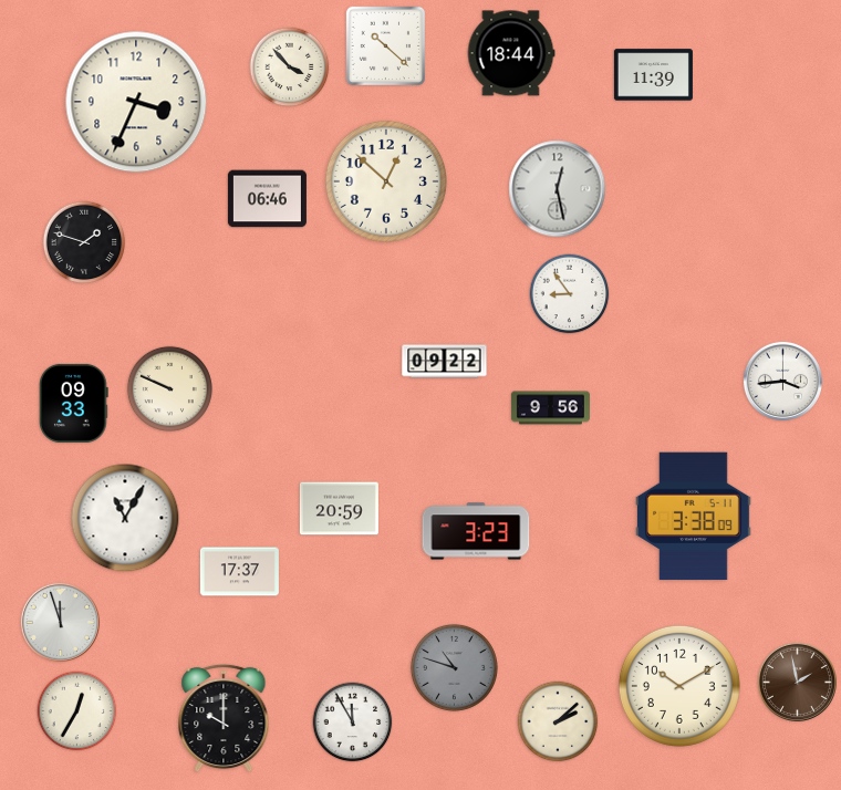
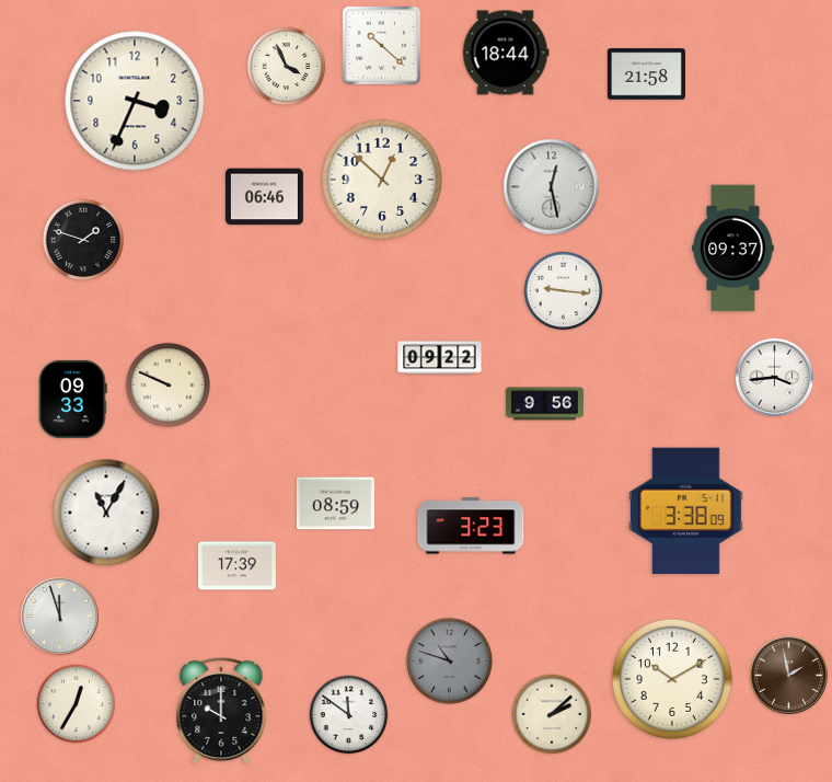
clock at (290, 67): 3:53 -> 3:56
clock at (653, 75): 11:39 -> 21:58
clock at (733, 249): none -> 09:37
clock at (570, 294): 8:54 -> 9:16
clock at (339, 509): 20:59 -> 08:59
clock at (125, 518) position: (125, 518) -> (106, 513)
clock at (239, 572): 17:37 -> 17:39
clock at (353, 723): 11:55 -> 11:51
